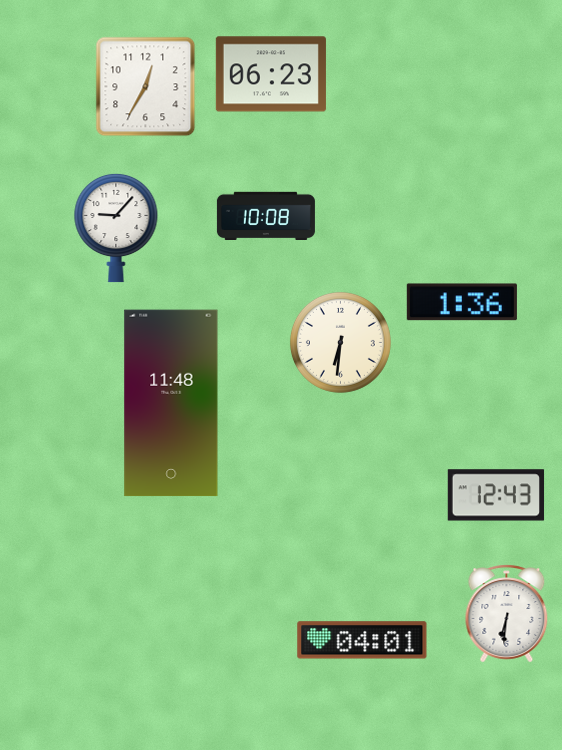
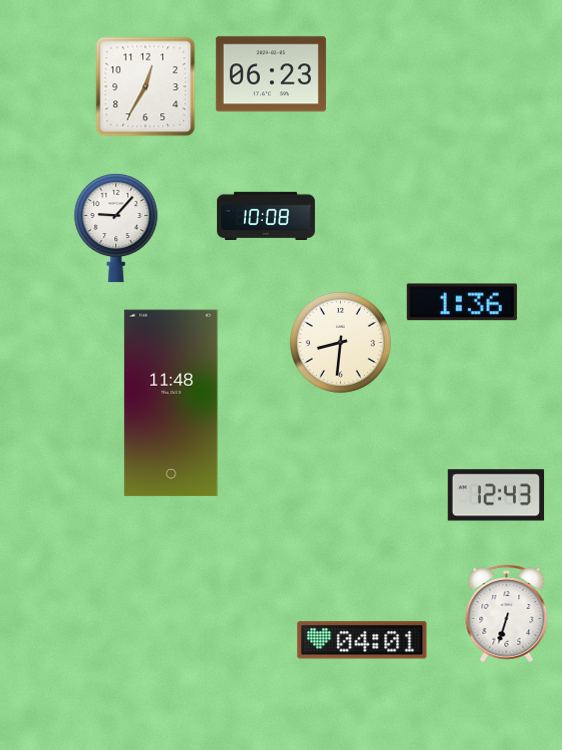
clock at (340, 342): 6:31 -> 8:31
clock at (507, 614): 6:31 -> 6:33
